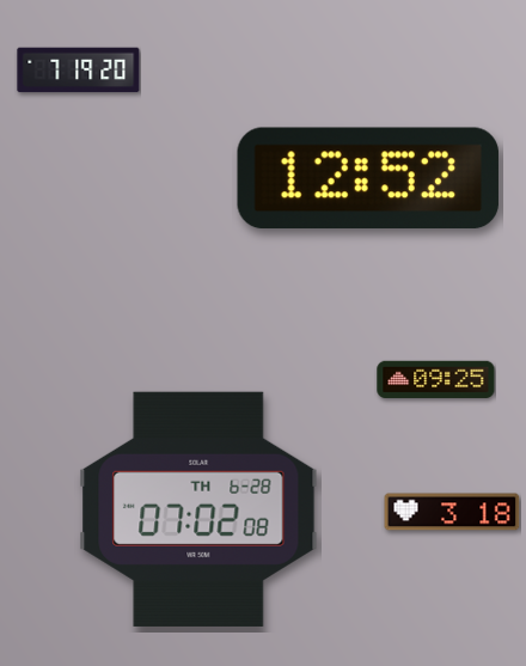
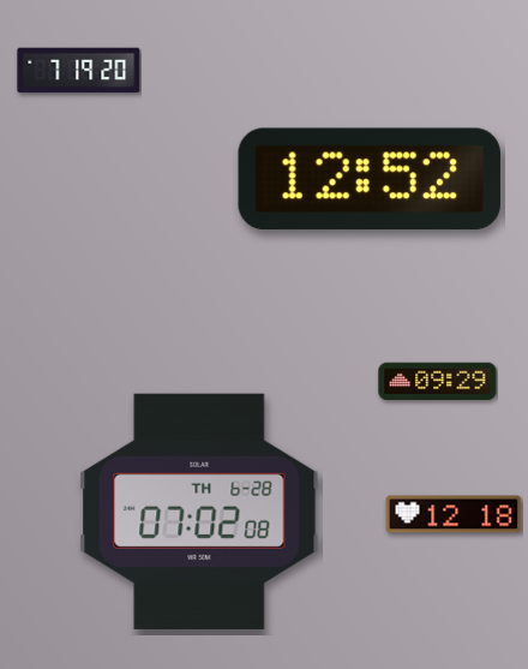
clock at (436, 379): 09:25 -> 09:29
clock at (452, 512): 3:18 -> 12:18
